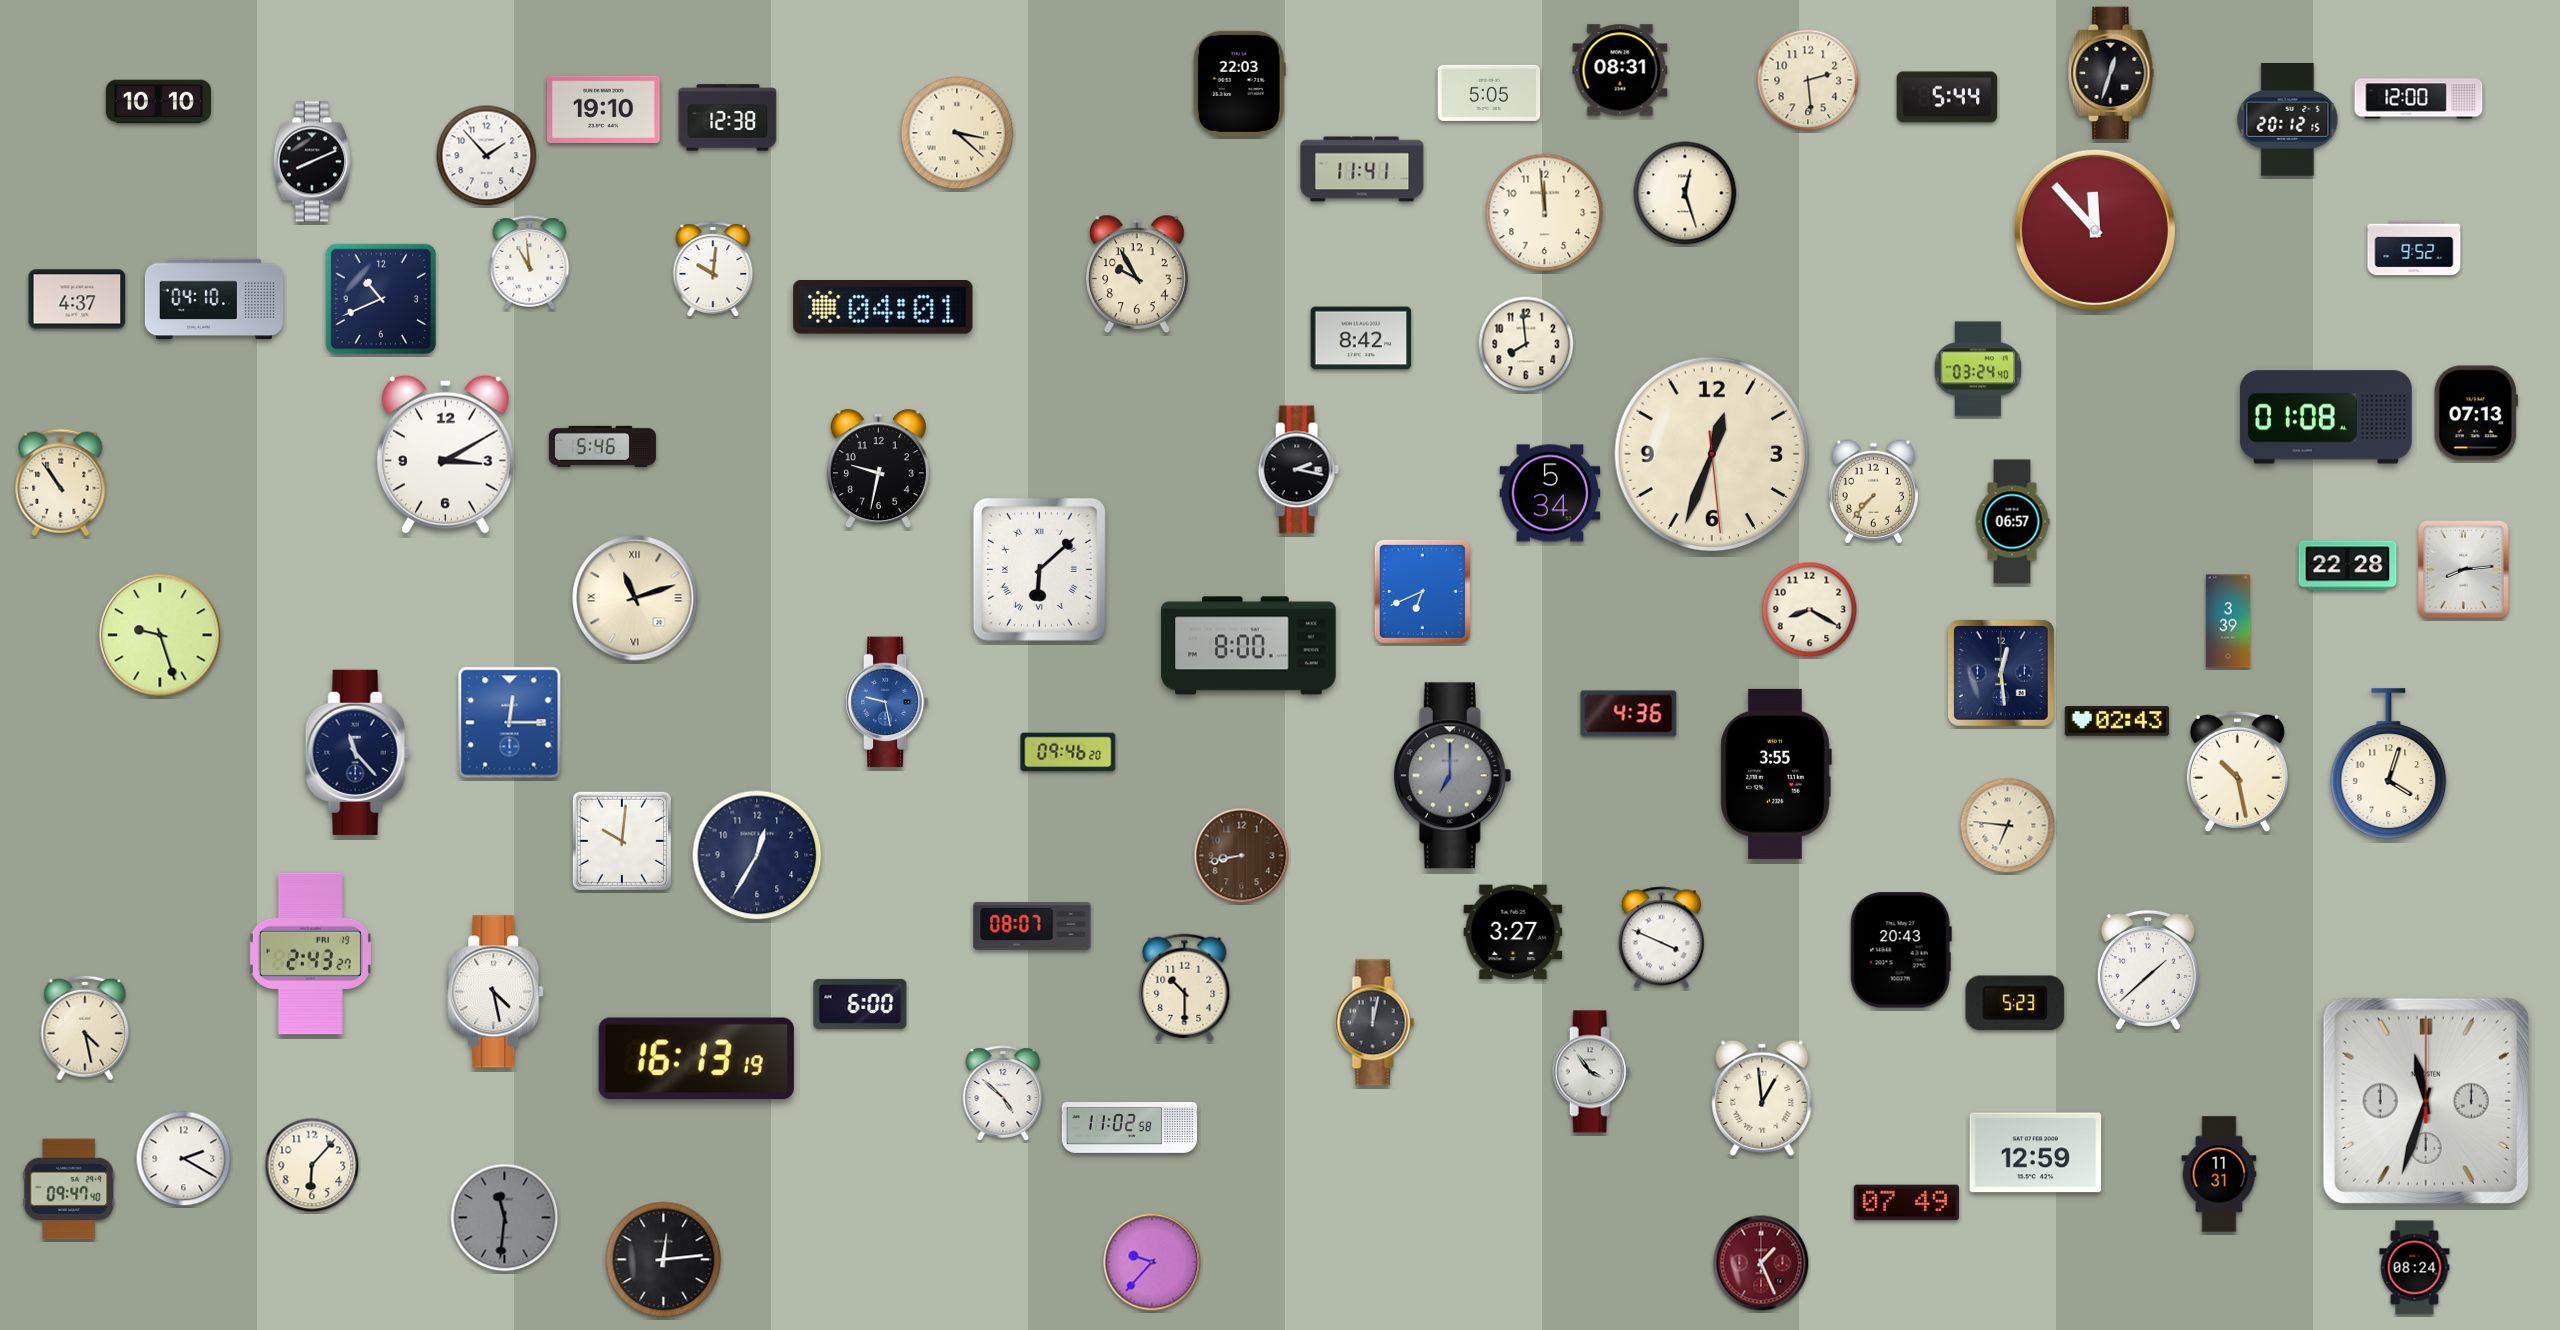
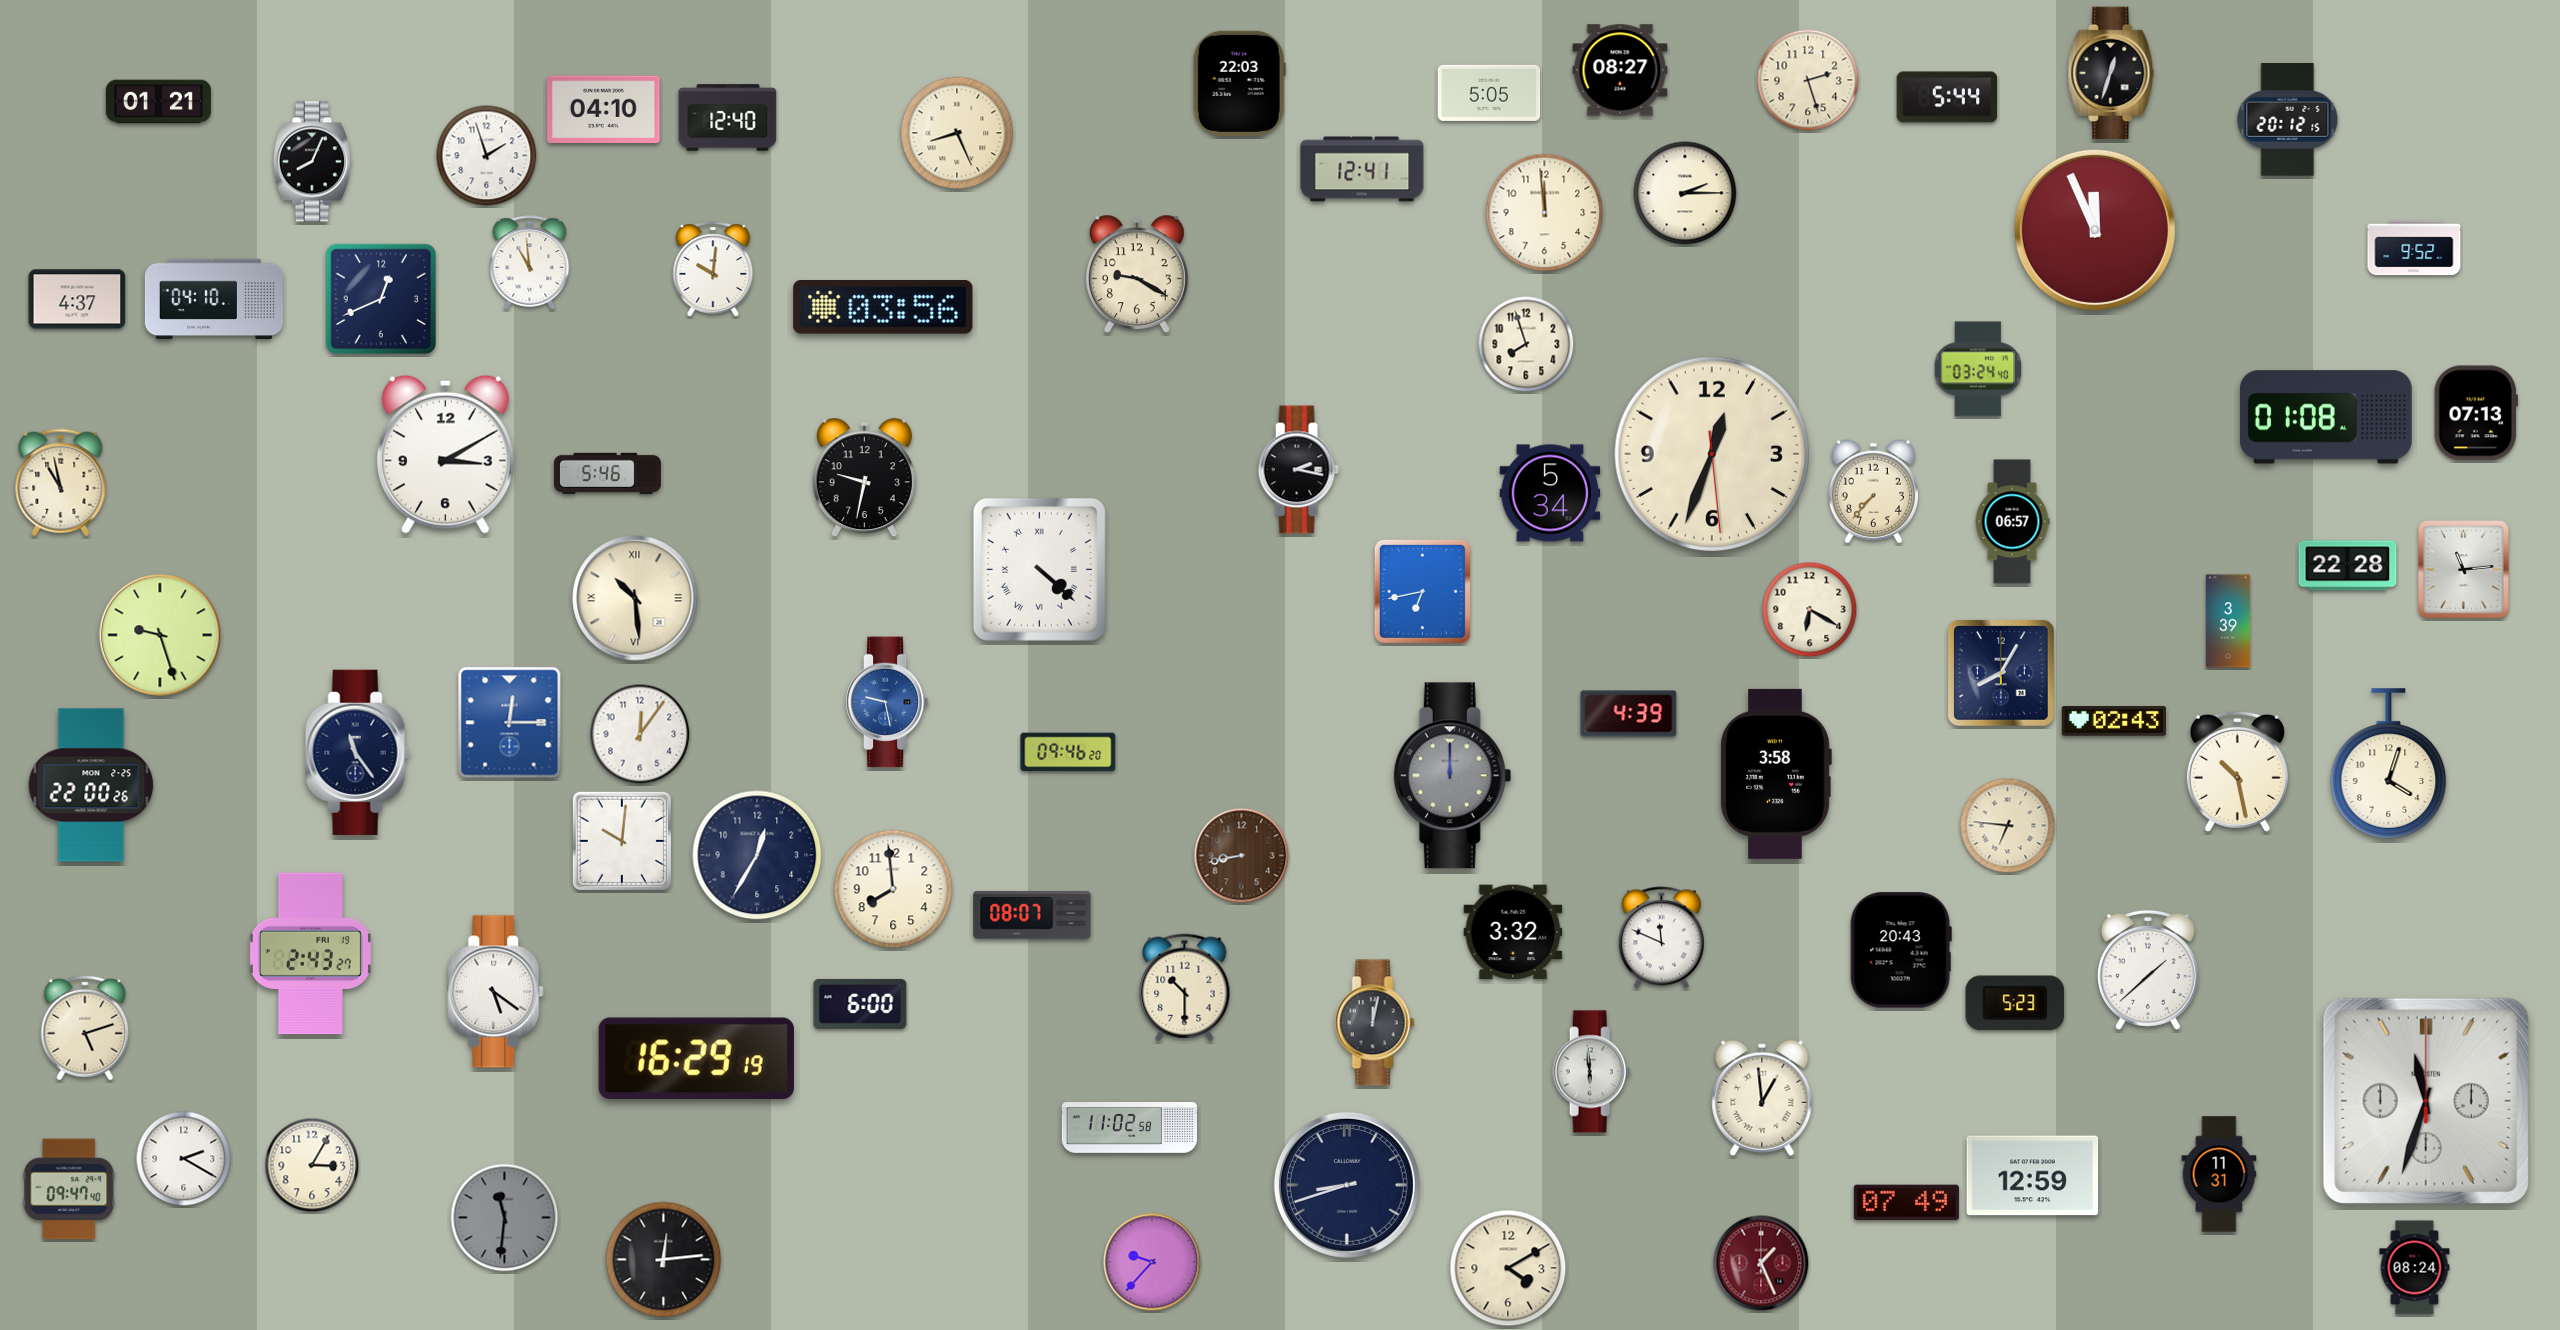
clock at (1620, 70): 08:31 -> 08:27
clock at (1808, 80): 2:29 -> 2:27
clock at (2419, 99): 12:00 -> none
clock at (158, 102): 10:10 -> 01:21
clock at (604, 110): 19:10 -> 04:10
clock at (728, 118): 12:38 -> 12:40
clock at (957, 133): 3:22 -> 8:26
clock at (487, 156): 1:53 -> 1:57
clock at (312, 162): 8:11 -> 8:04
clock at (1362, 169): 11:41 -> 12:41
clock at (1685, 193): 12:27 -> 2:15
clock at (2095, 230): 11:53 -> 11:56
clock at (1137, 274): 9:55 -> 9:20
clock at (381, 299): 10:41 -> 12:41
clock at (883, 308): 04:01 -> 03:56
clock at (1361, 338): 8:42 -> none
clock at (1526, 344): 7:59 -> 7:57
clock at (602, 446) position: (602, 446) -> (607, 473)
clock at (878, 469) position: (878, 469) -> (864, 478)
clock at (61, 483): 10:54 -> 10:58
clock at (1039, 569): 6:08 -> 4:22
clock at (2464, 570): 8:14 -> 11:14
clock at (1422, 591): 6:41 -> 6:43
clock at (635, 598): 11:12 -> 10:29
clock at (1810, 610): 8:20 -> 6:20
clock at (1249, 646): 8:00 -> none
clock at (2001, 673): 12:29 -> 8:05
clock at (1629, 714): 4:36 -> 4:39
clock at (2117, 721) position: (2117, 721) -> (2114, 721)
clock at (640, 734): none -> 12:06
clock at (357, 752): 11:23 -> 11:24
clock at (1776, 774): 3:55 -> 3:58
clock at (1453, 776): 7:00 -> 12:00
clock at (91, 785): none -> 22:00
clock at (893, 889): none -> 7:59
clock at (1032, 926) position: (1032, 926) -> (1032, 915)
clock at (1513, 932): 3:27 -> 3:32
clock at (1661, 938): 3:49 -> 11:49
clock at (496, 992): 4:28 -> 5:21
clock at (85, 1028): 4:28 -> 5:12
clock at (696, 1059): 16:13 -> 16:29
clock at (1592, 1072): 3:54 -> 5:59
clock at (1003, 1093): 4:52 -> none
clock at (2036, 1153) position: (2036, 1153) -> (2033, 1176)
clock at (312, 1165): 6:07 -> 3:05
clock at (1347, 1185): none -> 8:42
clock at (1508, 1268): none -> 4:10
